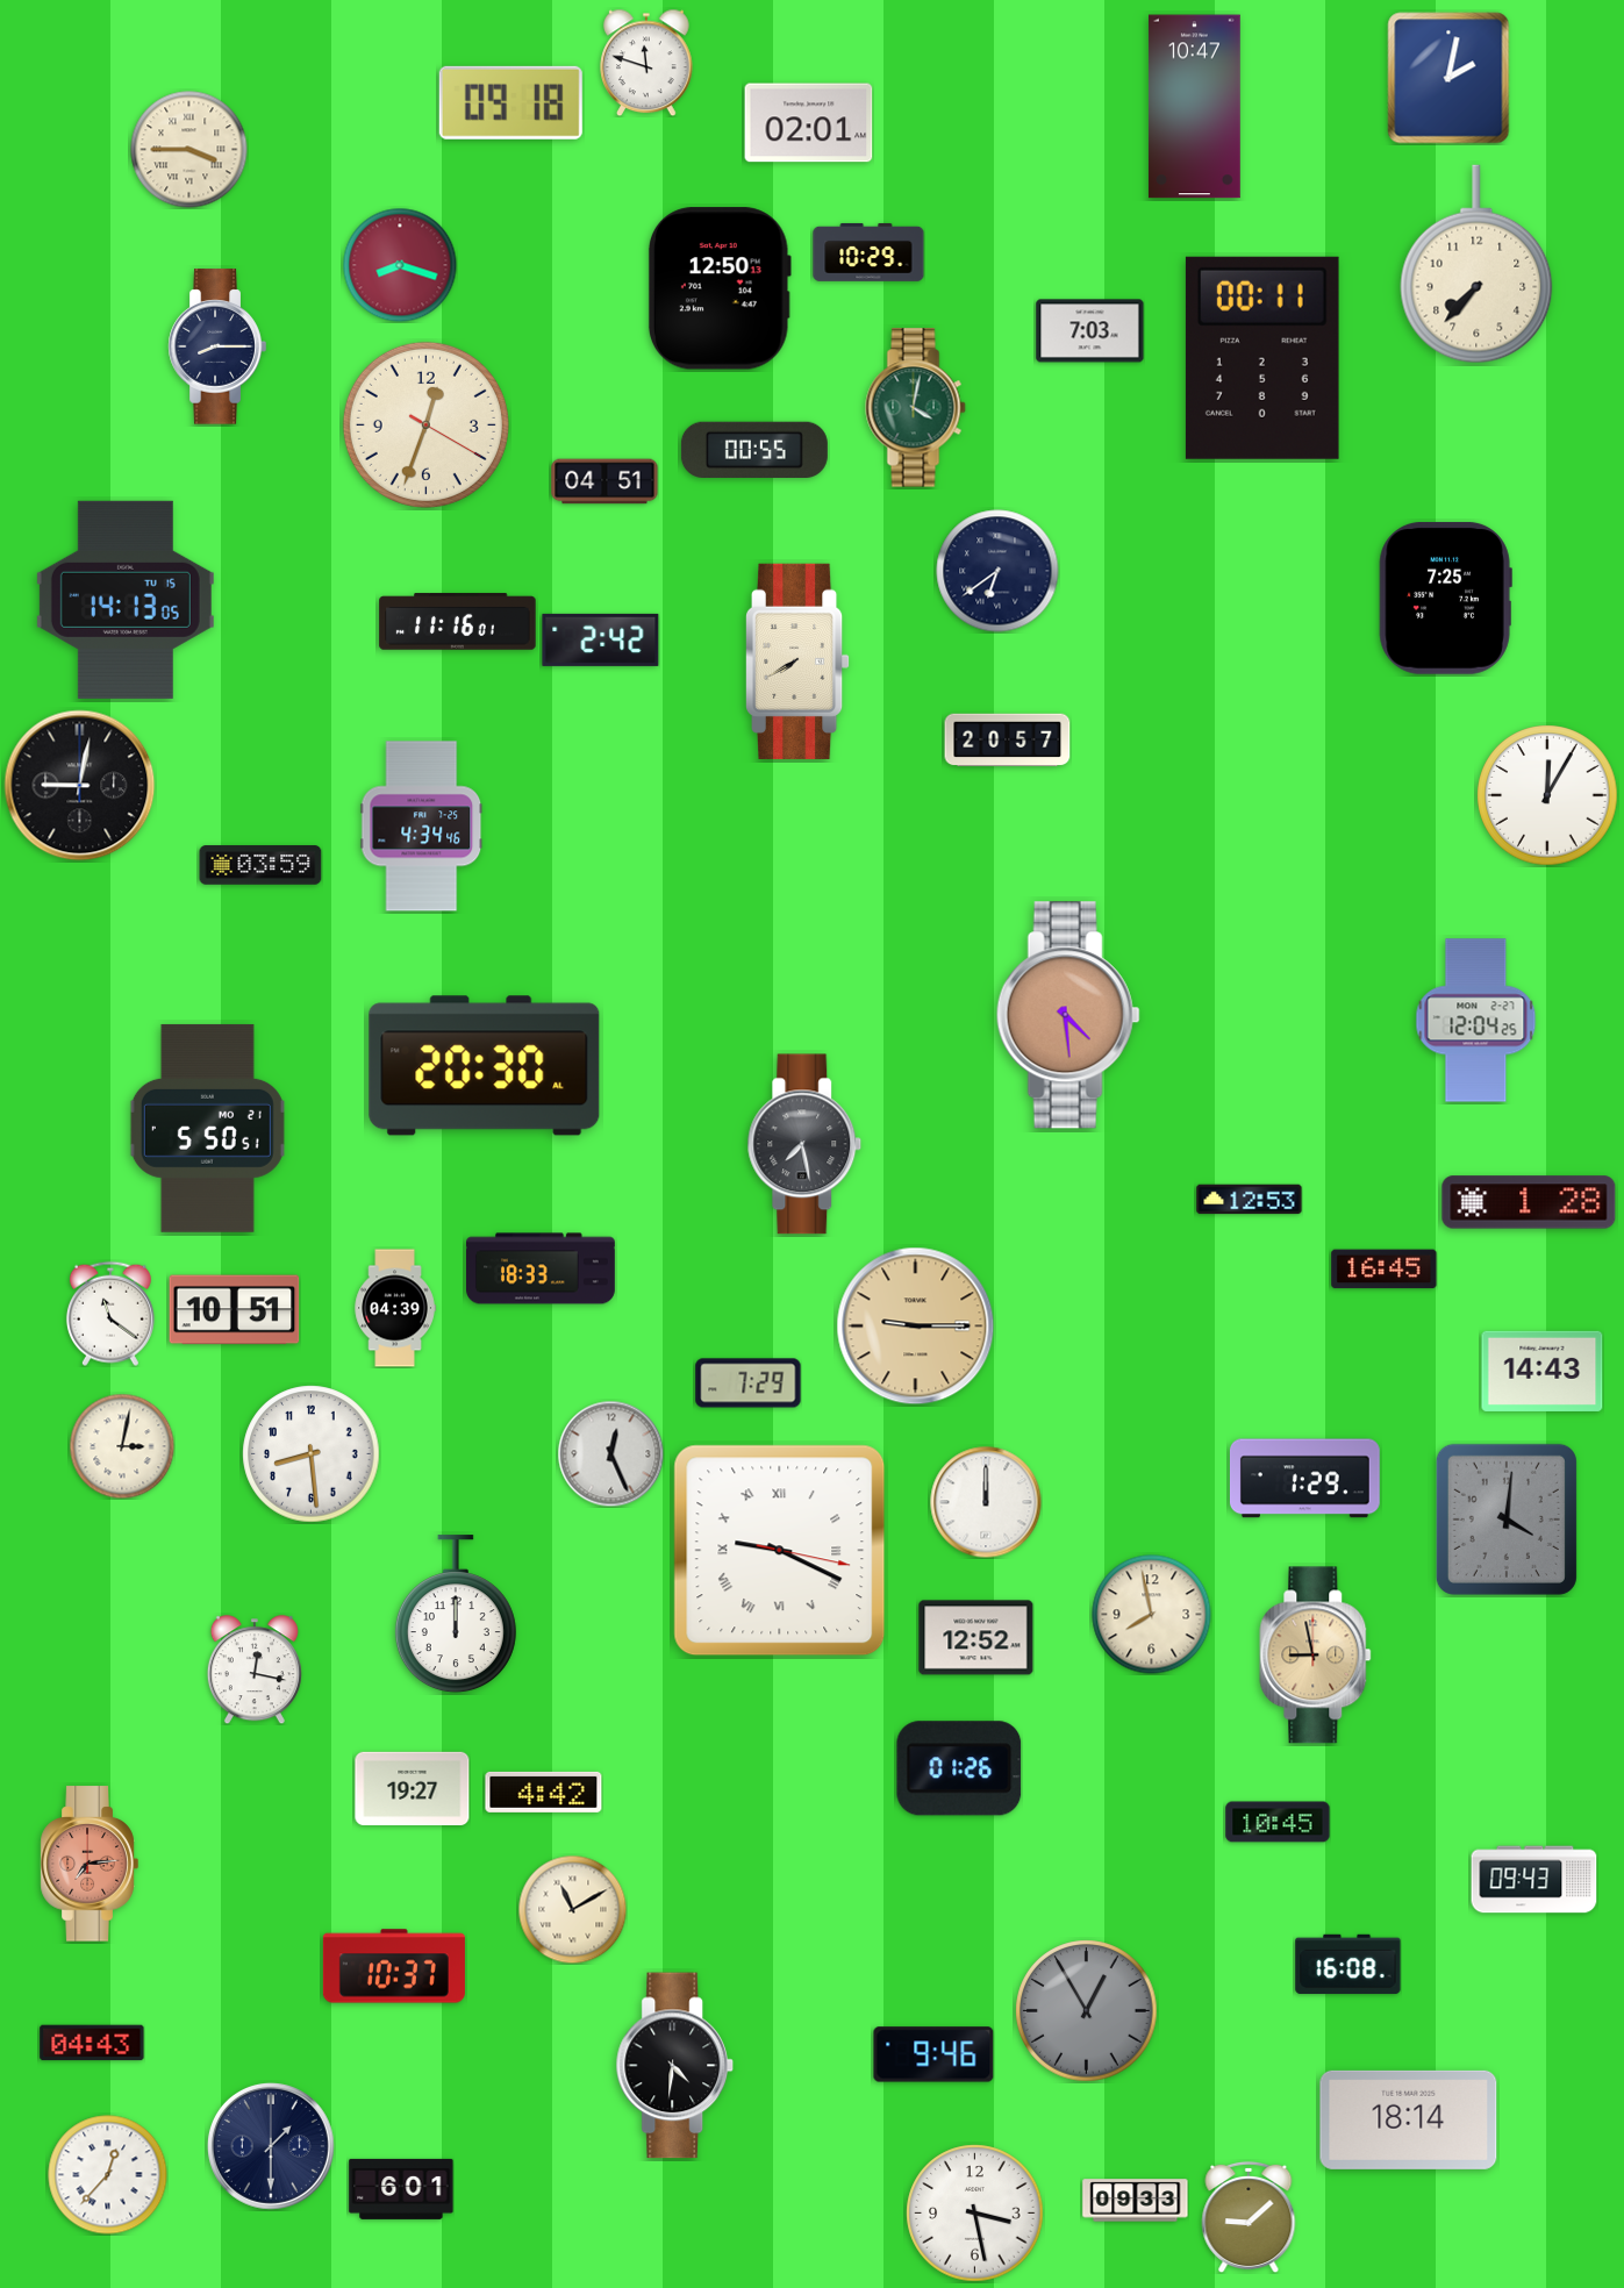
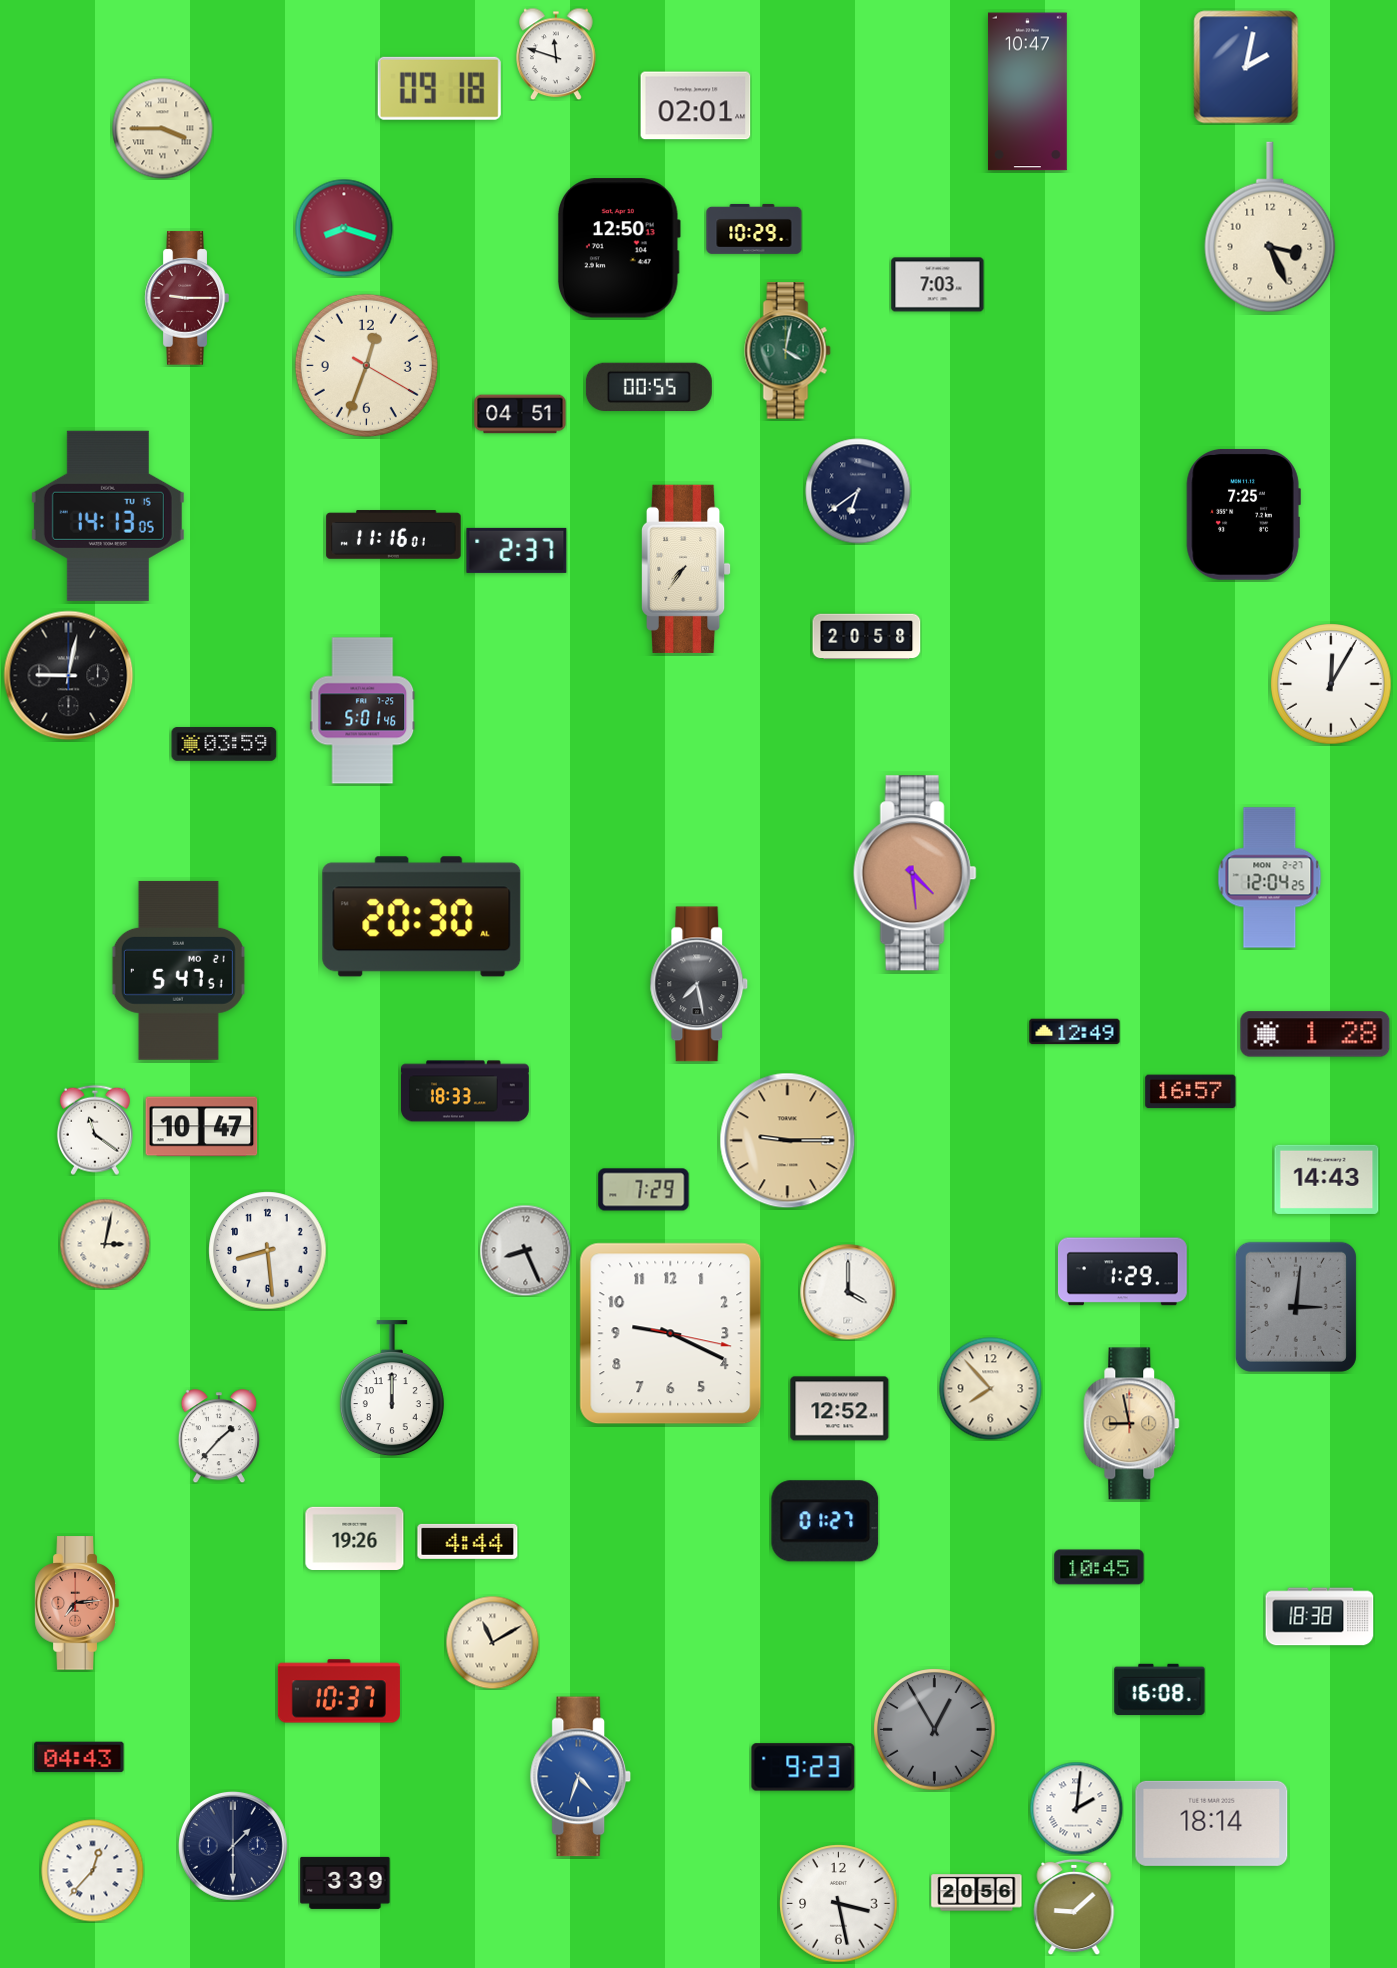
clock at (868, 252) position: (868, 252) -> (754, 229)
clock at (1476, 264): 7:37 -> 3:26
clock at (217, 346): 8:15 -> 9:15
clock at (217, 346) dial: navy -> burgundy
clock at (1262, 358): 00:11 -> none
clock at (601, 639): 2:42 -> 2:37
clock at (799, 662): 7:40 -> 7:36
clock at (1008, 741): 20:57 -> 20:58
clock at (422, 827): 4:34 -> 5:01
clock at (1068, 1015) position: (1068, 1015) -> (915, 873)
clock at (485, 1066) position: (485, 1066) -> (422, 917)
clock at (207, 1128): 5:50 -> 5:47
clock at (804, 1144) position: (804, 1144) -> (699, 984)
clock at (1250, 1200): 12:53 -> 12:49
clock at (1385, 1270): 16:45 -> 16:57
clock at (395, 1308): 04:39 -> none
clock at (235, 1310): 10:51 -> 10:47
clock at (610, 1453): 12:26 -> 8:26
clock at (986, 1502): 12:00 -> 4:00
clock at (1507, 1520): 4:01 -> 3:01
clock at (780, 1551) numerals: Roman -> Arabic
clock at (1152, 1615): 7:58 -> 7:53
clock at (255, 1669): 12:17 -> 1:37
clock at (959, 1768): 01:26 -> 01:27
clock at (413, 1788): 19:27 -> 19:26
clock at (544, 1792): 4:42 -> 4:44
clock at (1534, 1880): 09:43 -> 18:38
clock at (933, 2054): 9:46 -> 9:23
clock at (674, 2066): 4:31 -> 4:33
clock at (674, 2066) dial: black -> blue
clock at (1076, 1808): none -> 2:01
clock at (401, 2189): 6:01 -> 3:39
clock at (1136, 2201): 09:33 -> 20:56
